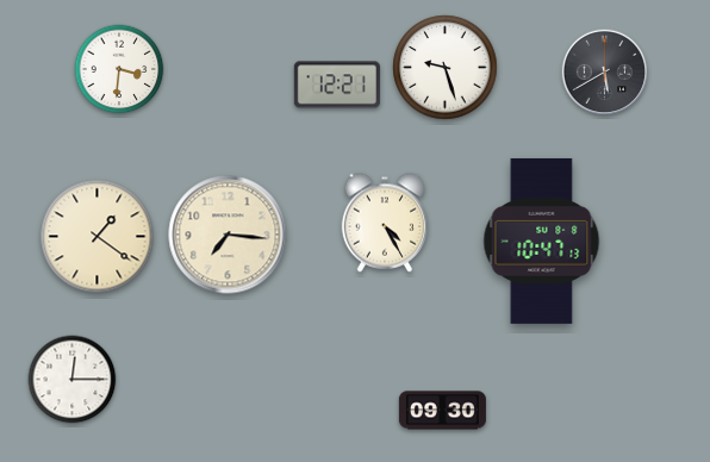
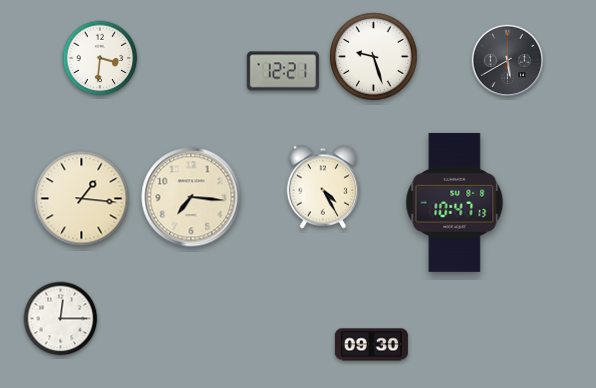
clock at (98, 237): 1:21 -> 1:16
